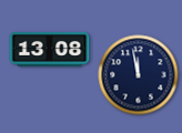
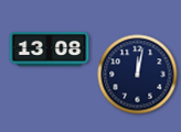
clock at (139, 75): 11:58 -> 12:02
